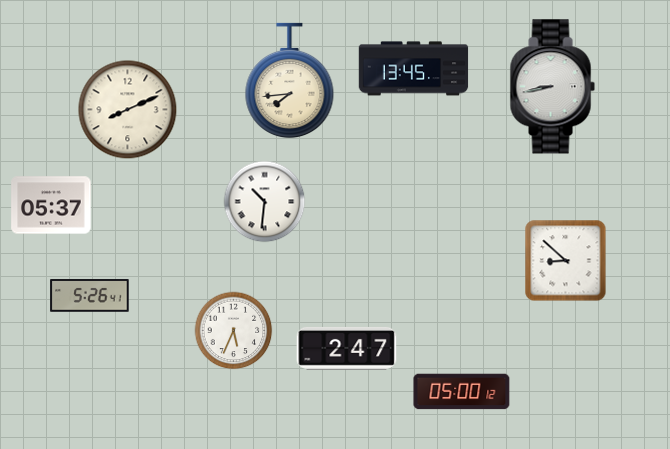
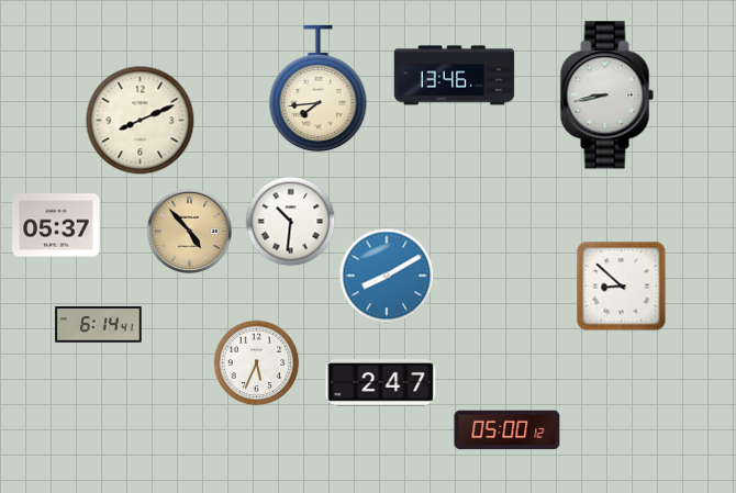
clock at (414, 69): 13:45 -> 13:46
clock at (189, 231): none -> 4:53
clock at (387, 276): none -> 8:10
clock at (90, 296): 5:26 -> 6:14
